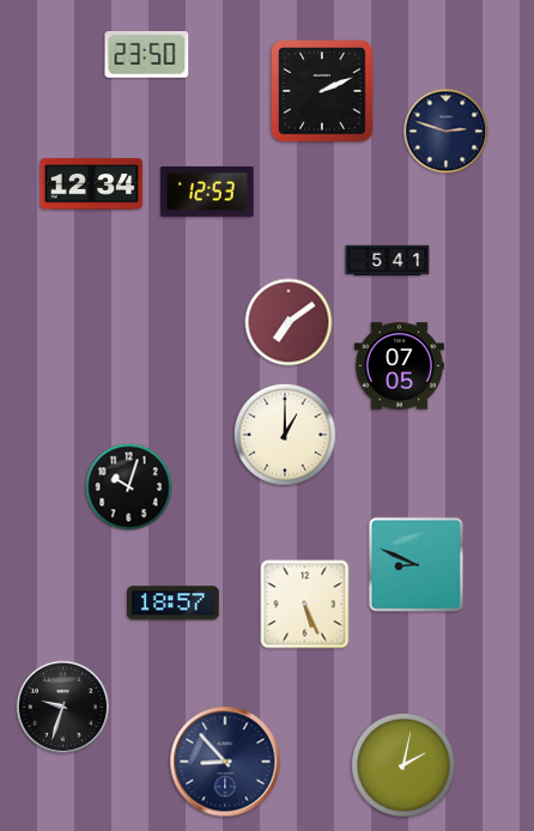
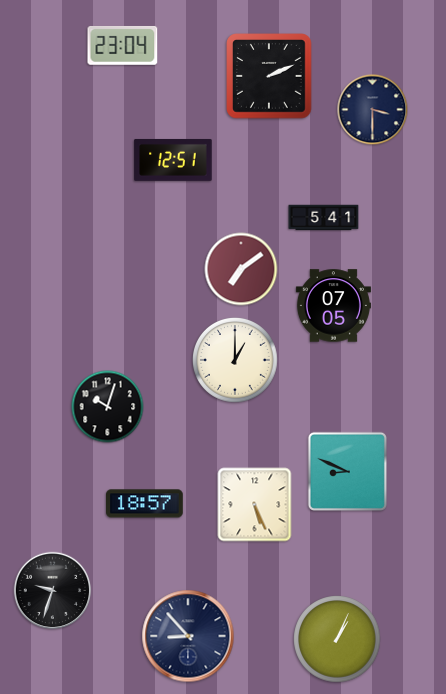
clock at (147, 54): 23:50 -> 23:04
clock at (447, 132): 2:48 -> 3:30
clock at (92, 184): 12:34 -> none
clock at (207, 192): 12:53 -> 12:51
clock at (285, 435) position: (285, 435) -> (235, 360)
clock at (403, 765): 2:02 -> 1:04
